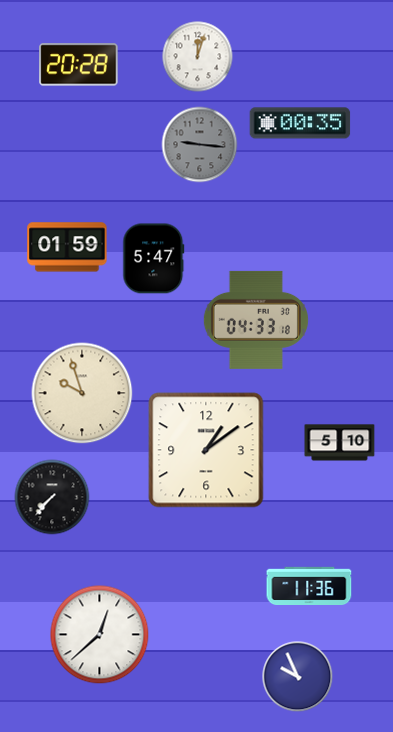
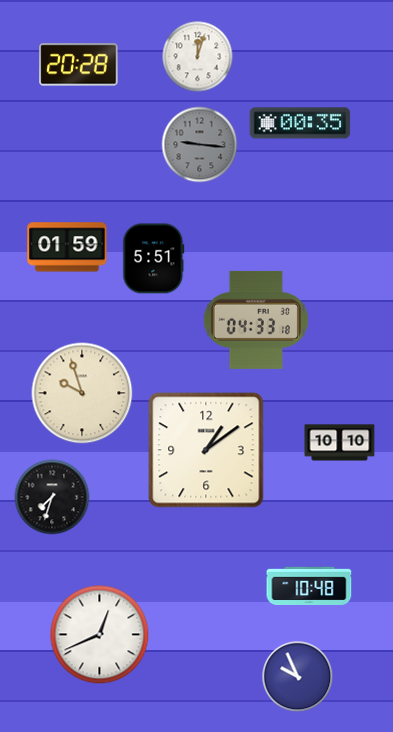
clock at (154, 259): 5:47 -> 5:51
clock at (340, 443): 5:10 -> 10:10
clock at (52, 497): 7:37 -> 7:33
clock at (309, 585): 11:36 -> 10:48
clock at (100, 635): 12:38 -> 12:41
